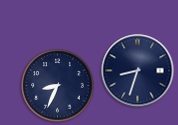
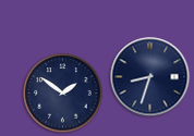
clock at (58, 86): 8:34 -> 1:51
